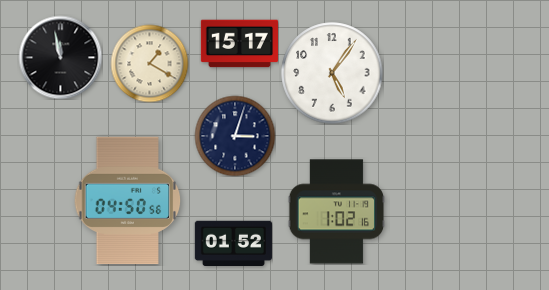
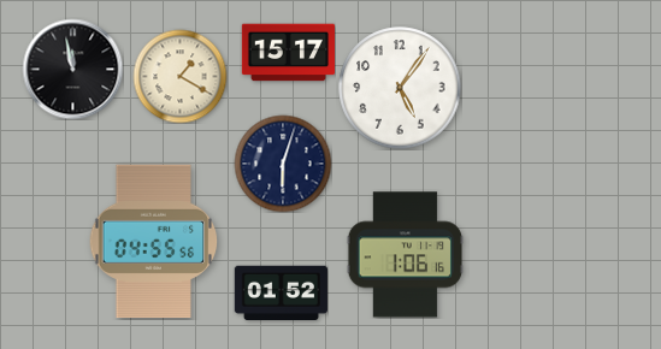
clock at (235, 136): 3:03 -> 6:03
clock at (128, 201): 04:50 -> 04:55
clock at (337, 212): 1:02 -> 1:06
